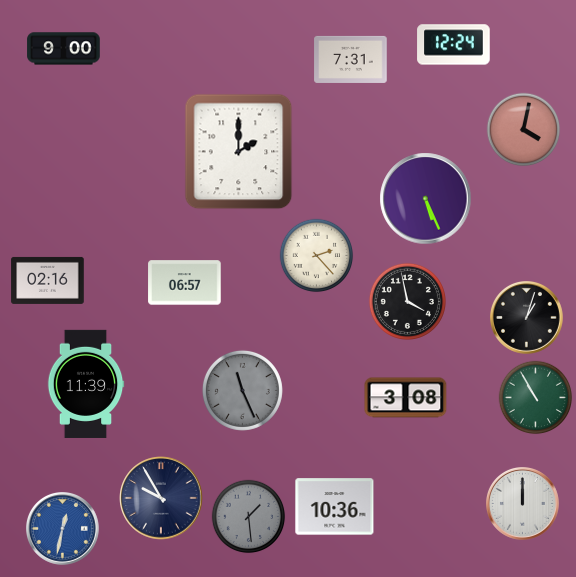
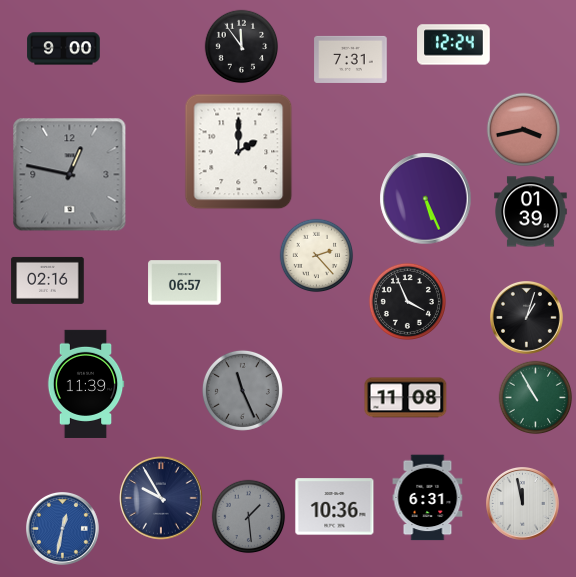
clock at (242, 47): none -> 11:54
clock at (524, 130): 4:02 -> 3:43
clock at (70, 175): none -> 12:47
clock at (531, 212): none -> 01:39
clock at (407, 301): 3:58 -> 3:56
clock at (406, 398): 3:08 -> 11:08
clock at (428, 498): none -> 6:31
clock at (523, 504): 12:00 -> 11:58
